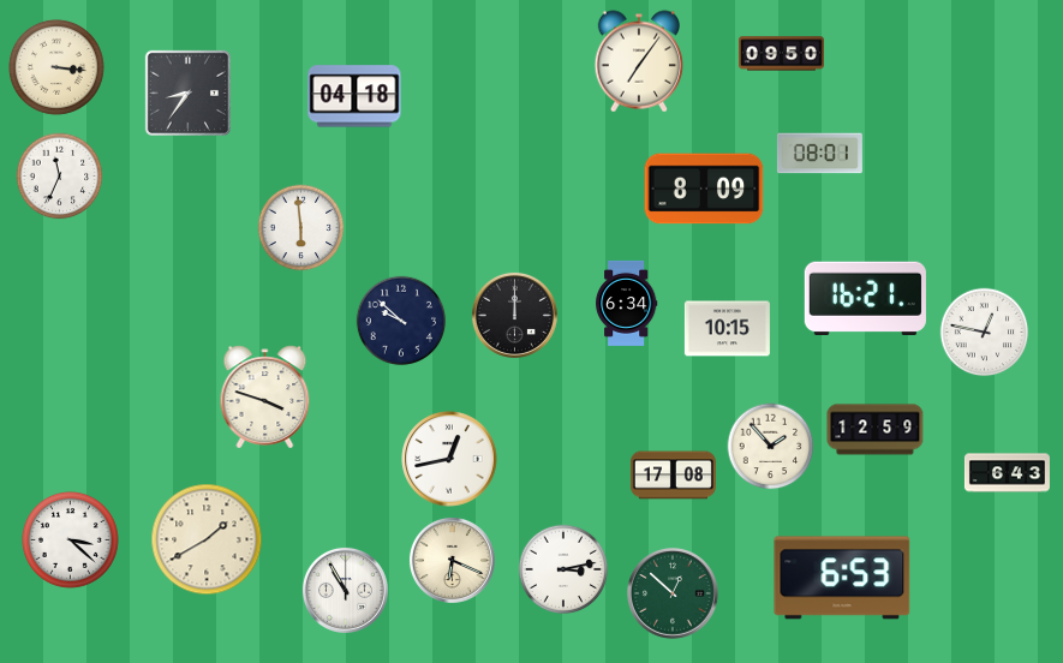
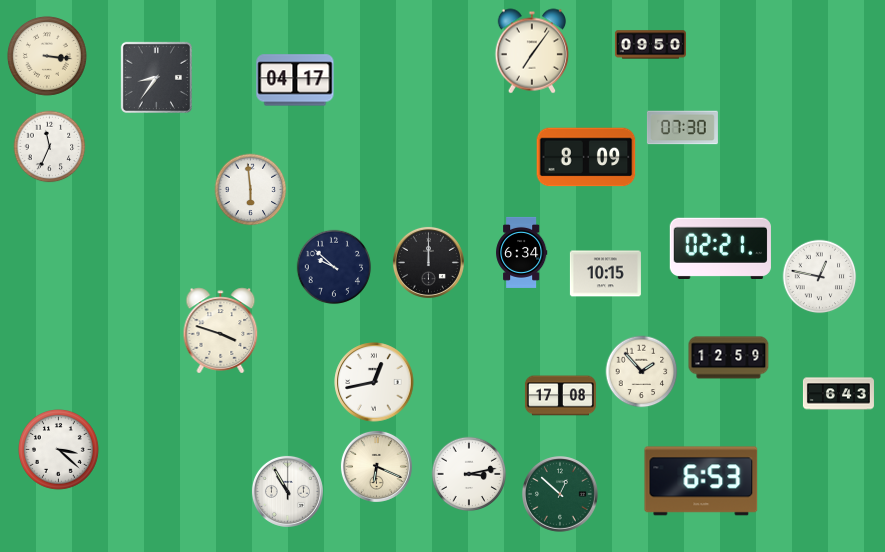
clock at (354, 96): 04:18 -> 04:17
clock at (819, 154): 08:01 -> 07:30
clock at (865, 298): 16:21 -> 02:21
clock at (207, 539): 1:40 -> none
